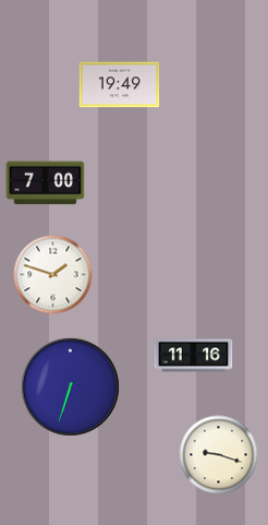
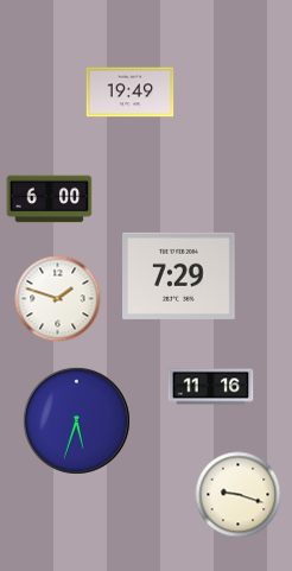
clock at (46, 183): 7:00 -> 6:00
clock at (179, 275): none -> 7:29
clock at (70, 386): 6:33 -> 5:33
